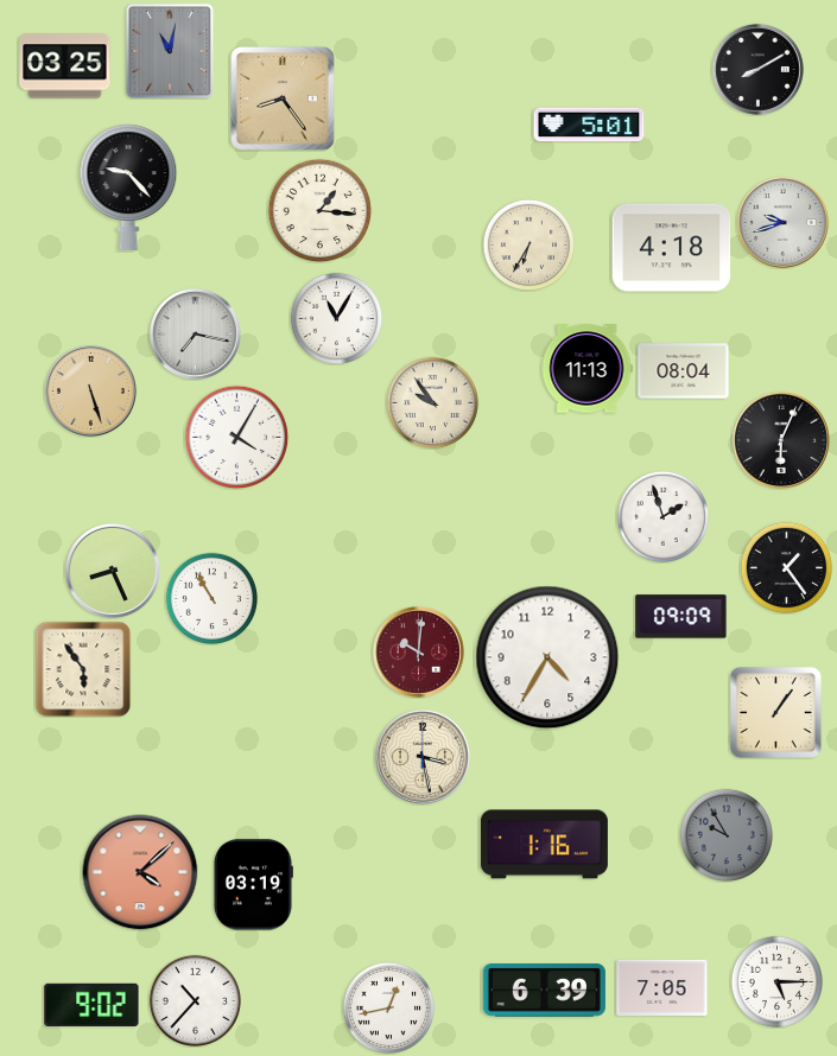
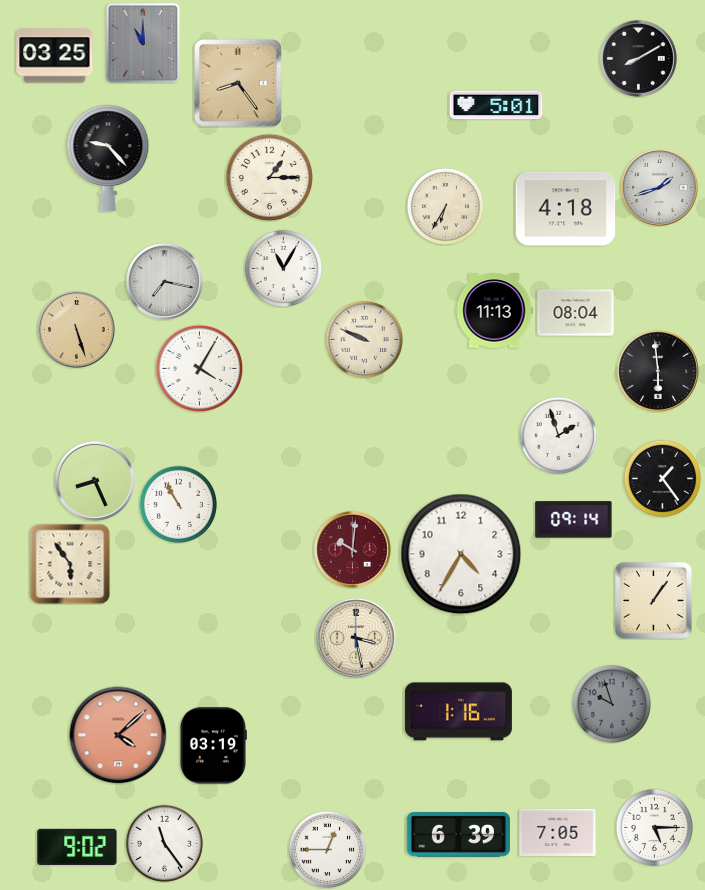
clock at (170, 51): 11:02 -> 11:00
clock at (319, 210): 1:16 -> 1:15
clock at (782, 222): 9:42 -> 1:42
clock at (432, 402): 9:54 -> 9:49
clock at (781, 440): 6:04 -> 5:59
clock at (681, 617): 09:09 -> 09:14
clock at (725, 834): 9:55 -> 9:57
clock at (195, 1000): 10:37 -> 11:24
clock at (388, 1007): 12:43 -> 12:45
